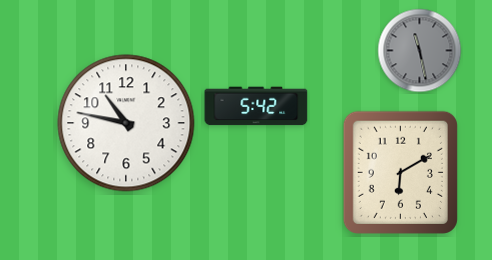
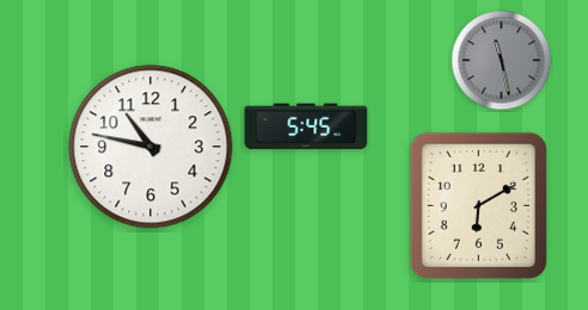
clock at (256, 106): 5:42 -> 5:45
